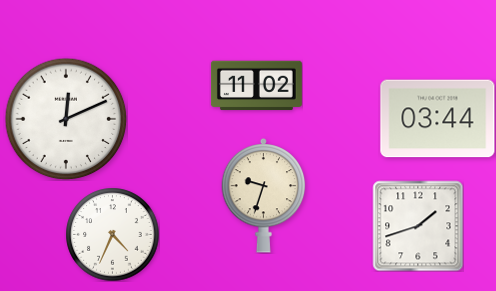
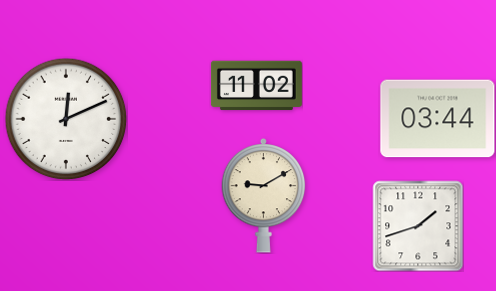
clock at (264, 195): 9:33 -> 9:10
clock at (112, 234): 4:34 -> none
